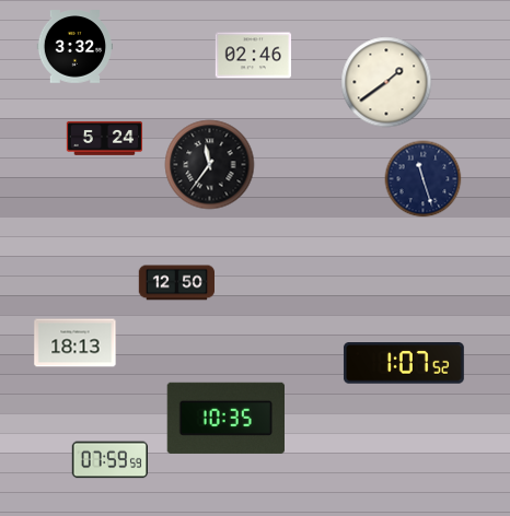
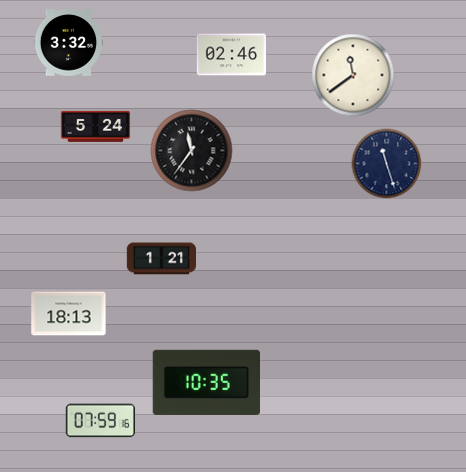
clock at (253, 56) position: (253, 56) -> (231, 55)
clock at (386, 82): 1:39 -> 11:39
clock at (177, 283): 12:50 -> 1:21
clock at (404, 364): 1:07 -> none
clock at (109, 460): 07:59:59 -> 07:59:16
